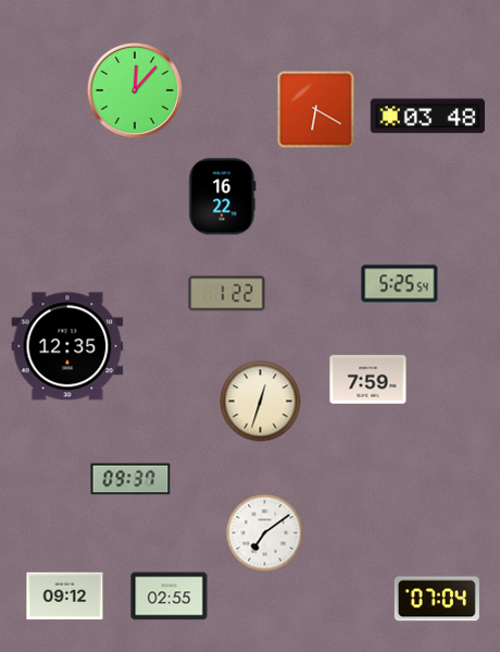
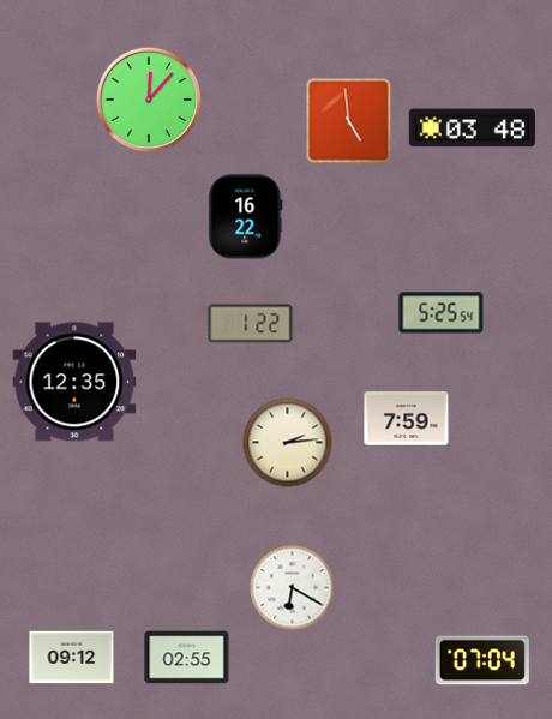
clock at (316, 110): 6:20 -> 4:59
clock at (261, 402): 12:33 -> 2:14
clock at (130, 479): 09:37 -> none
clock at (265, 533): 7:09 -> 6:20
